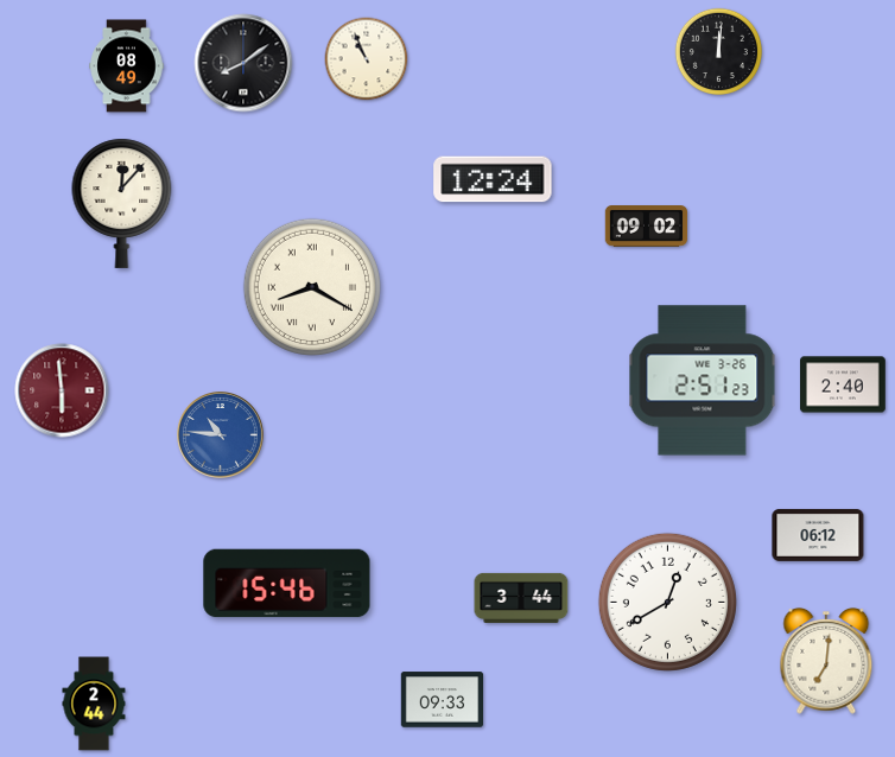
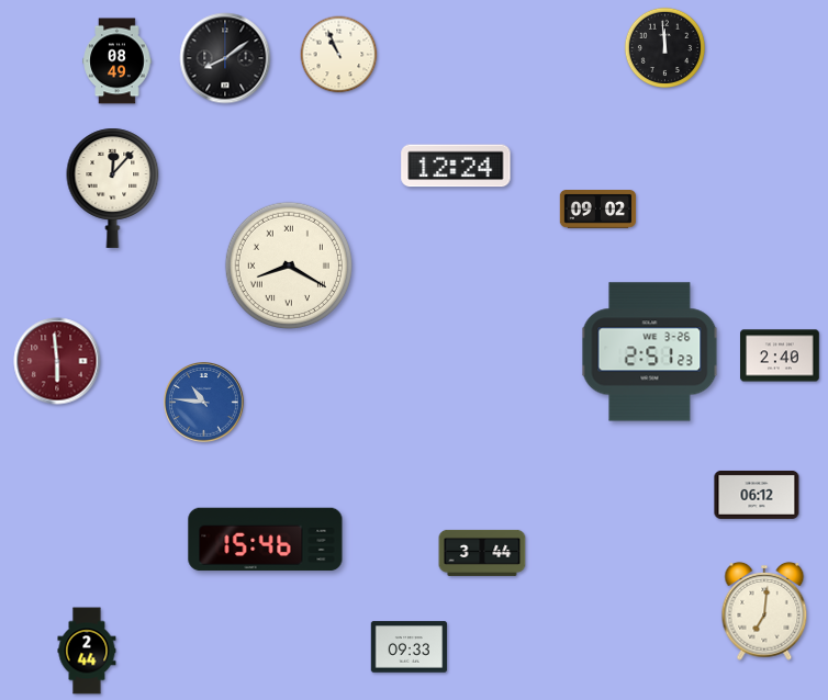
clock at (719, 52): 12:01 -> 11:59
clock at (667, 602): 12:40 -> none
